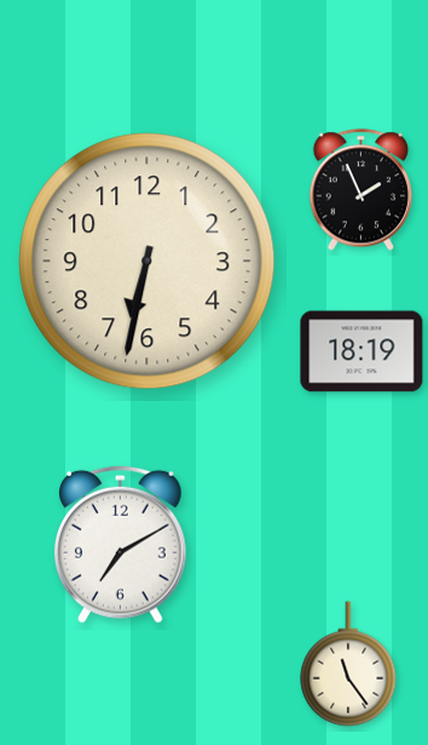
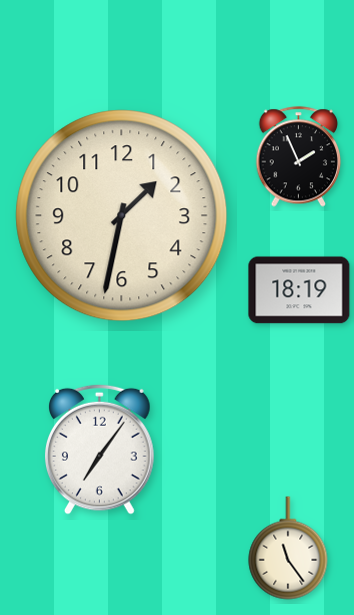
clock at (148, 262): 6:32 -> 1:32
clock at (121, 544): 7:10 -> 7:06
